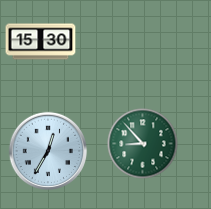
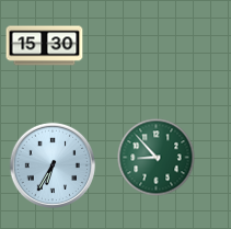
clock at (48, 151): 12:35 -> 6:35
